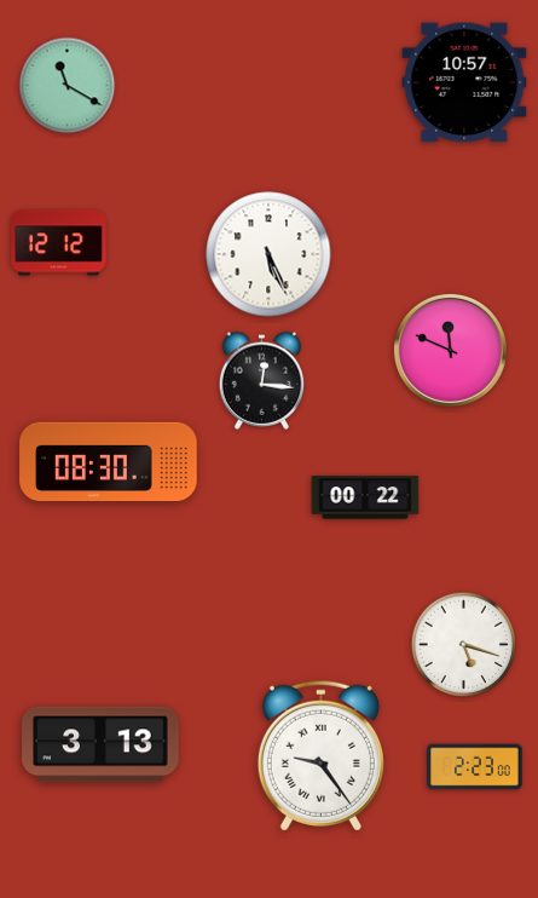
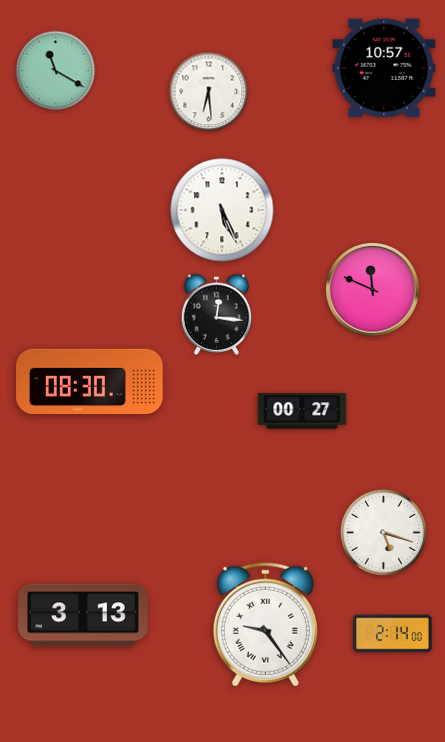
clock at (209, 92): none -> 6:29
clock at (59, 243): 12:12 -> none
clock at (365, 497): 00:22 -> 00:27
clock at (475, 767): 2:23 -> 2:14
